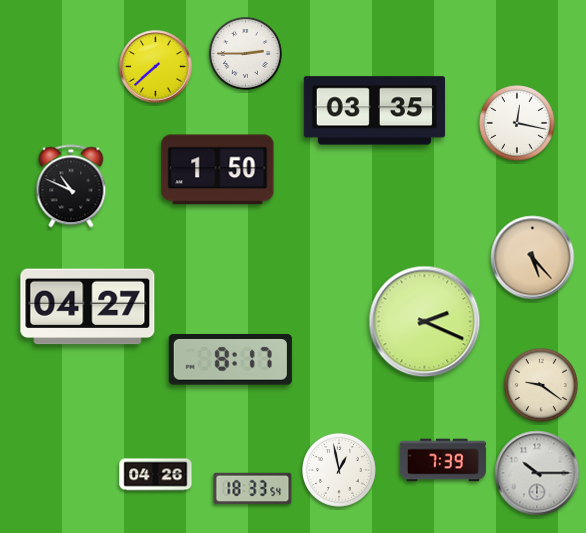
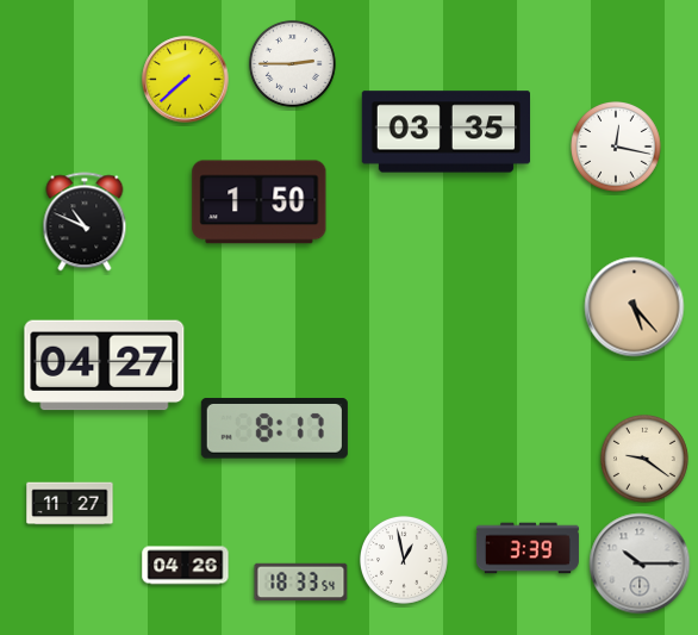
clock at (425, 322): 2:19 -> none
clock at (70, 504): none -> 11:27
clock at (443, 460): 7:39 -> 3:39
